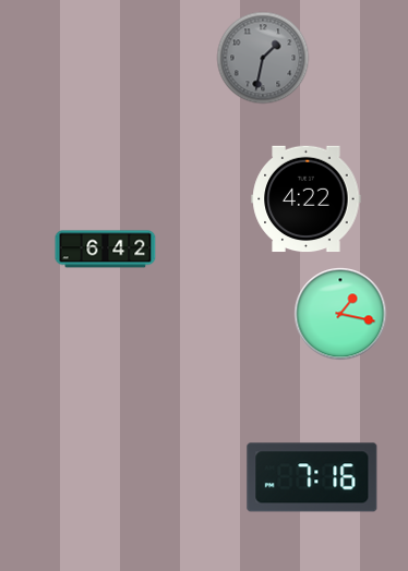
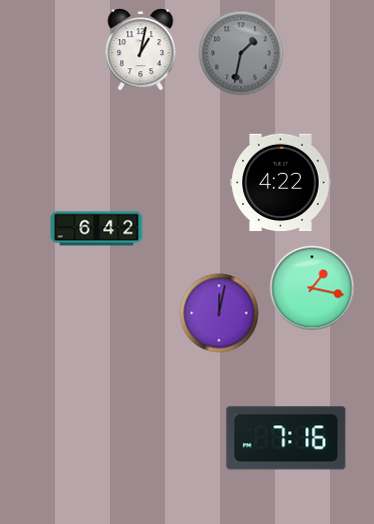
clock at (141, 50): none -> 1:02
clock at (219, 313): none -> 12:02
